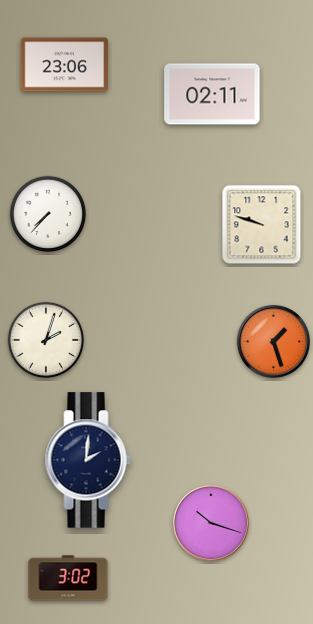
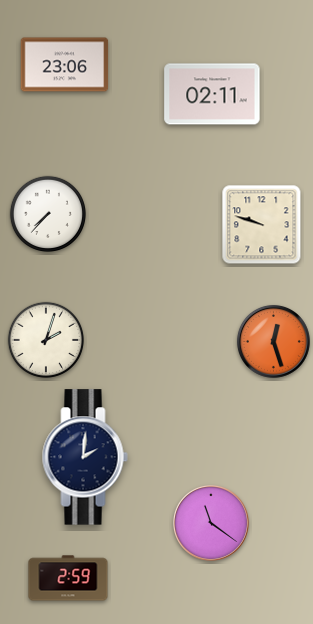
clock at (273, 341): 1:27 -> 12:27
clock at (88, 460) position: (88, 460) -> (85, 457)
clock at (211, 523): 10:18 -> 11:21
clock at (68, 578): 3:02 -> 2:59
